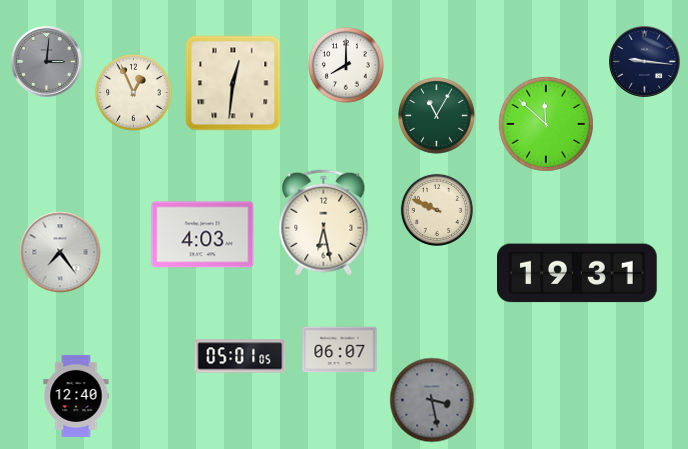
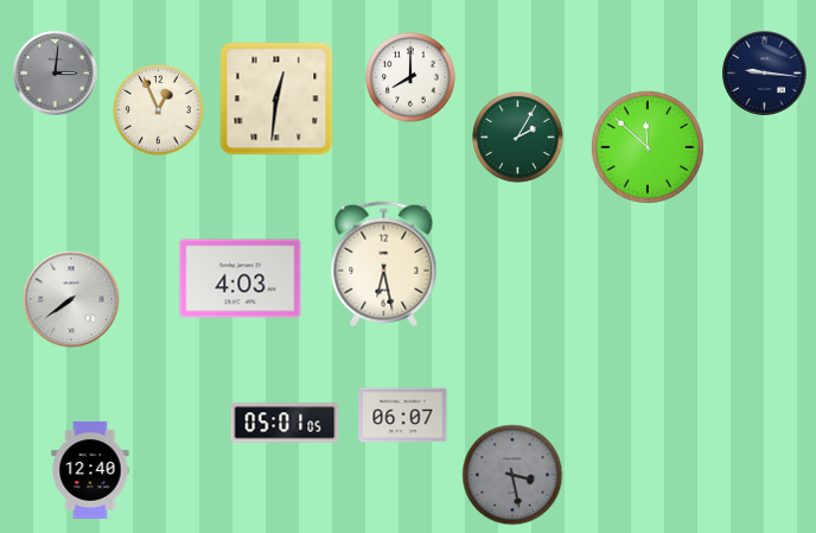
clock at (437, 116): 11:05 -> 2:05
clock at (437, 210): 9:49 -> none
clock at (60, 252): 7:24 -> 7:39
clock at (578, 273): 19:31 -> none
